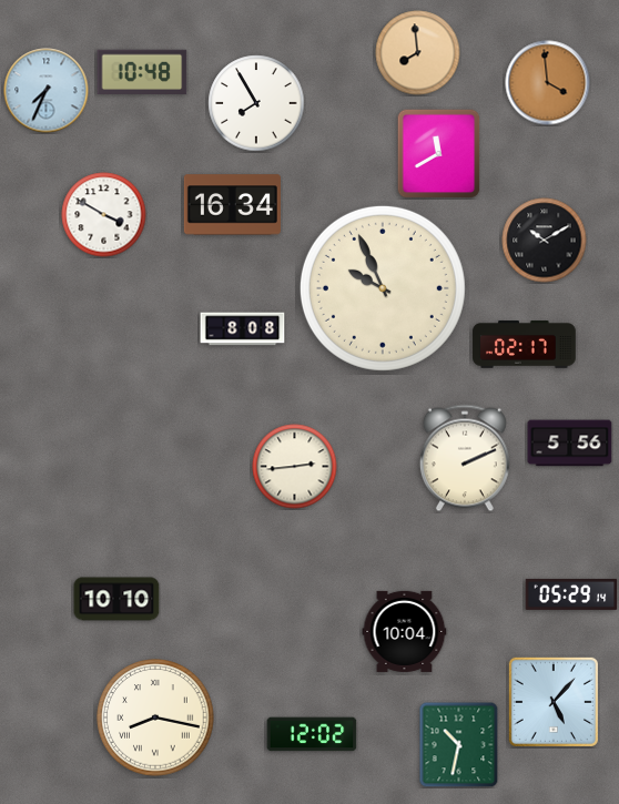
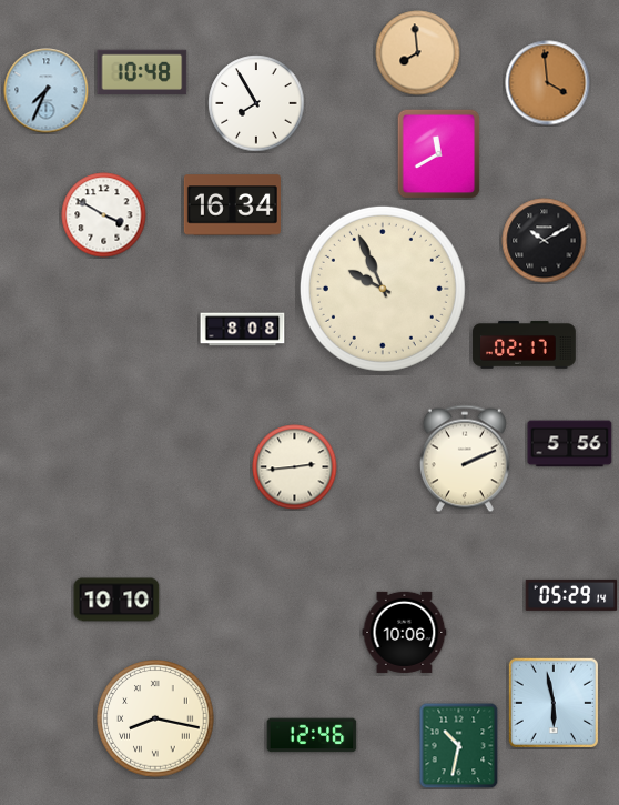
clock at (405, 631): 10:04 -> 10:06
clock at (554, 702): 5:07 -> 5:58
clock at (312, 734): 12:02 -> 12:46
